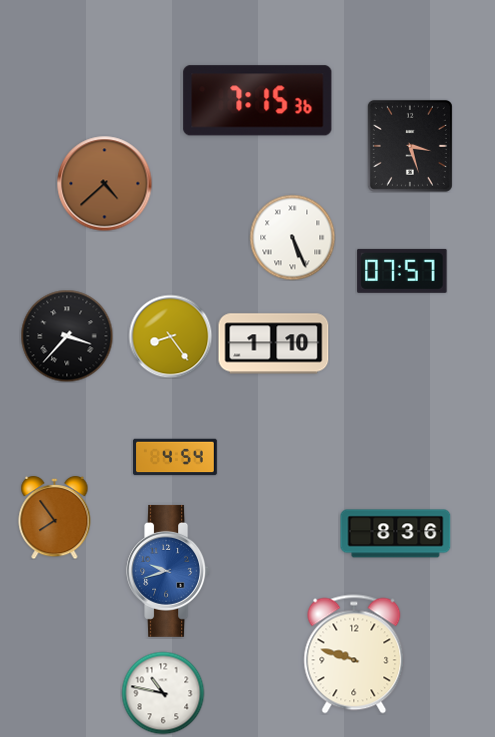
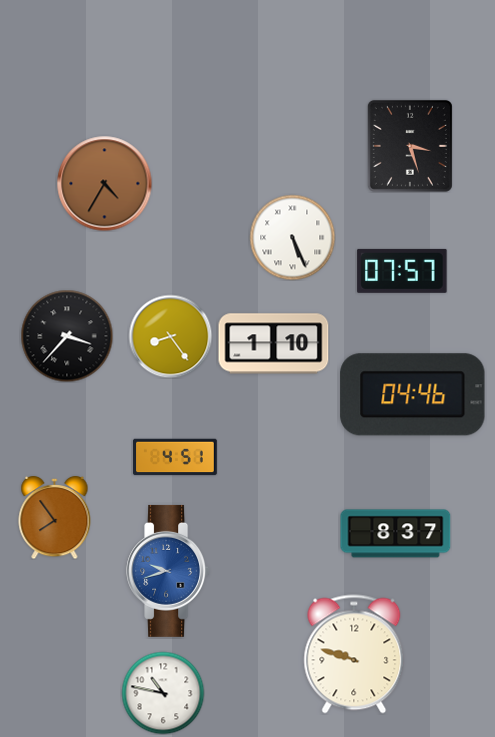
clock at (258, 101): 7:15 -> none
clock at (104, 183): 4:38 -> 4:35
clock at (413, 395): none -> 04:46
clock at (175, 457): 4:54 -> 4:51
clock at (396, 534): 8:36 -> 8:37
